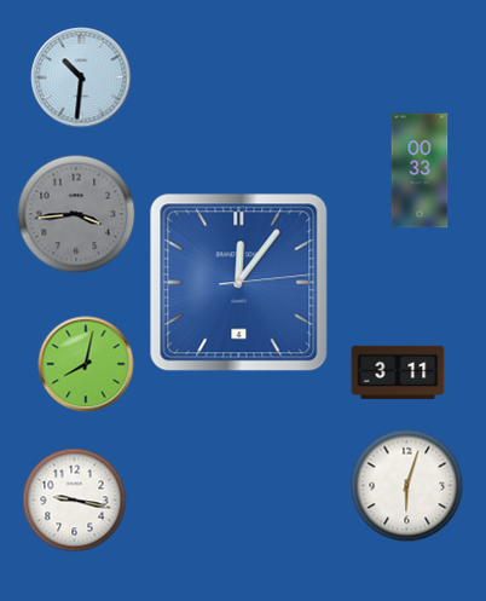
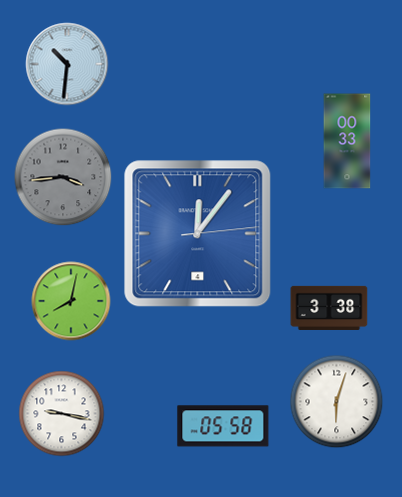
clock at (398, 372): 3:11 -> 3:38
clock at (223, 426): none -> 05:58
